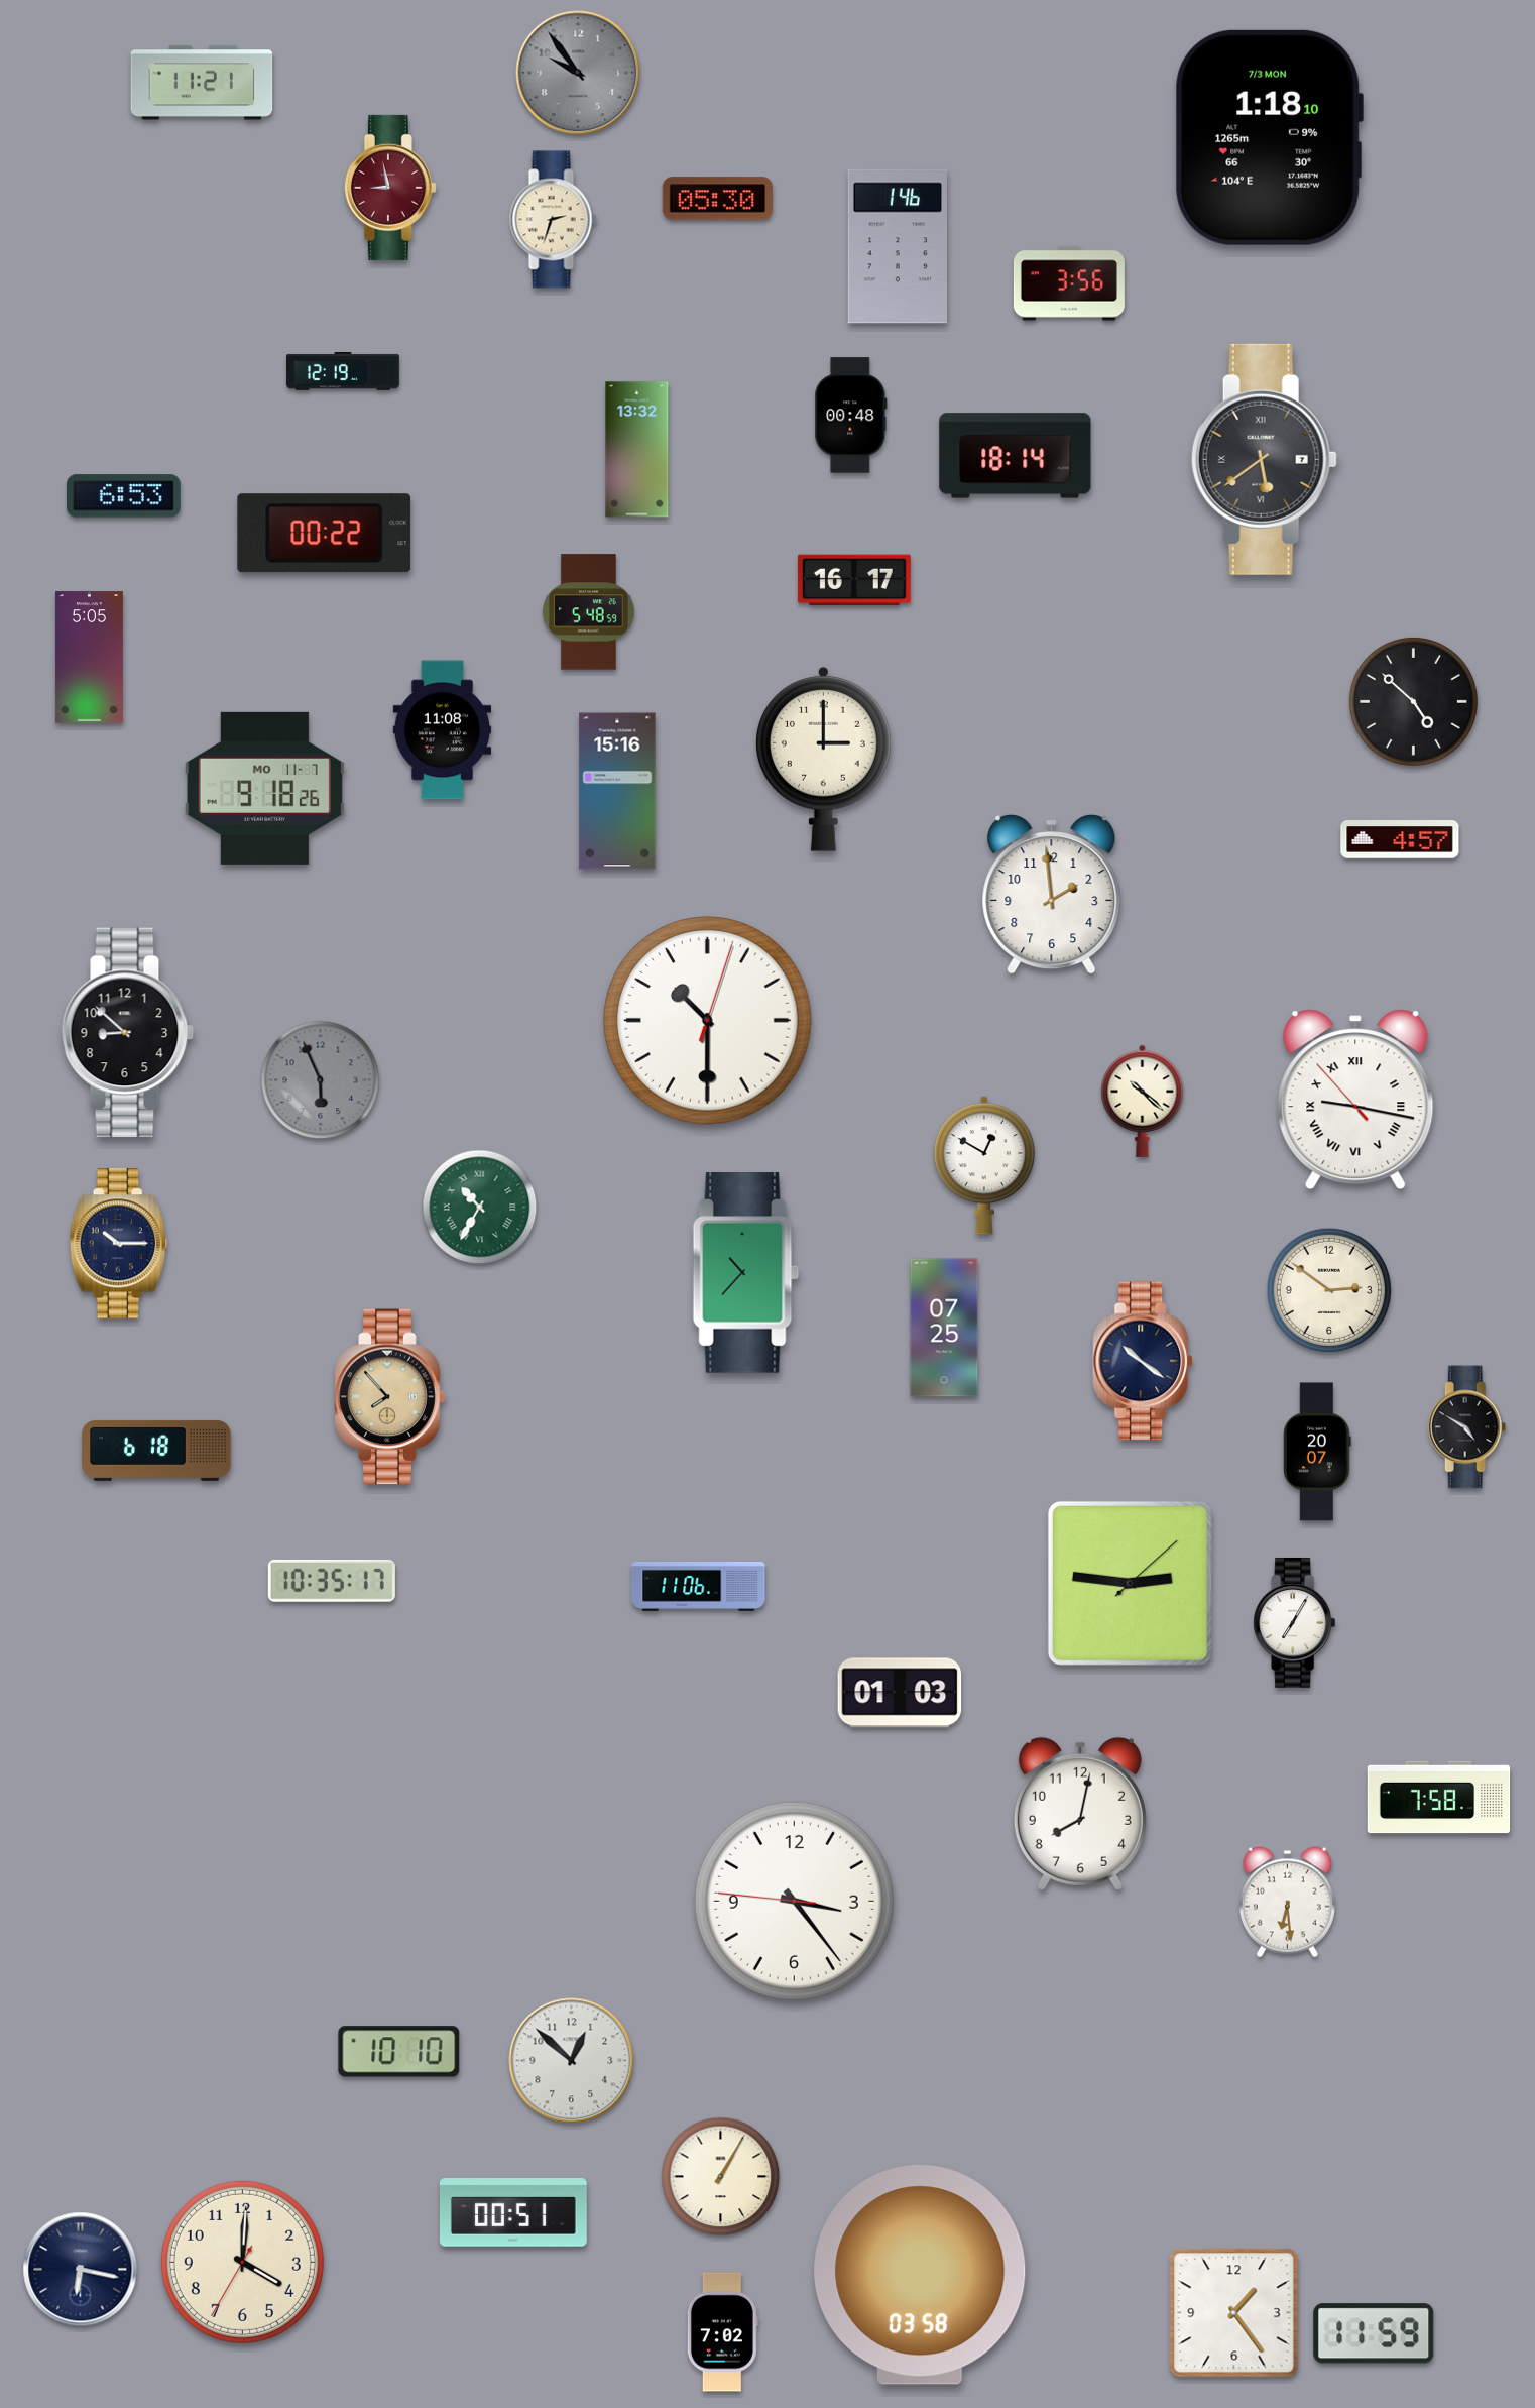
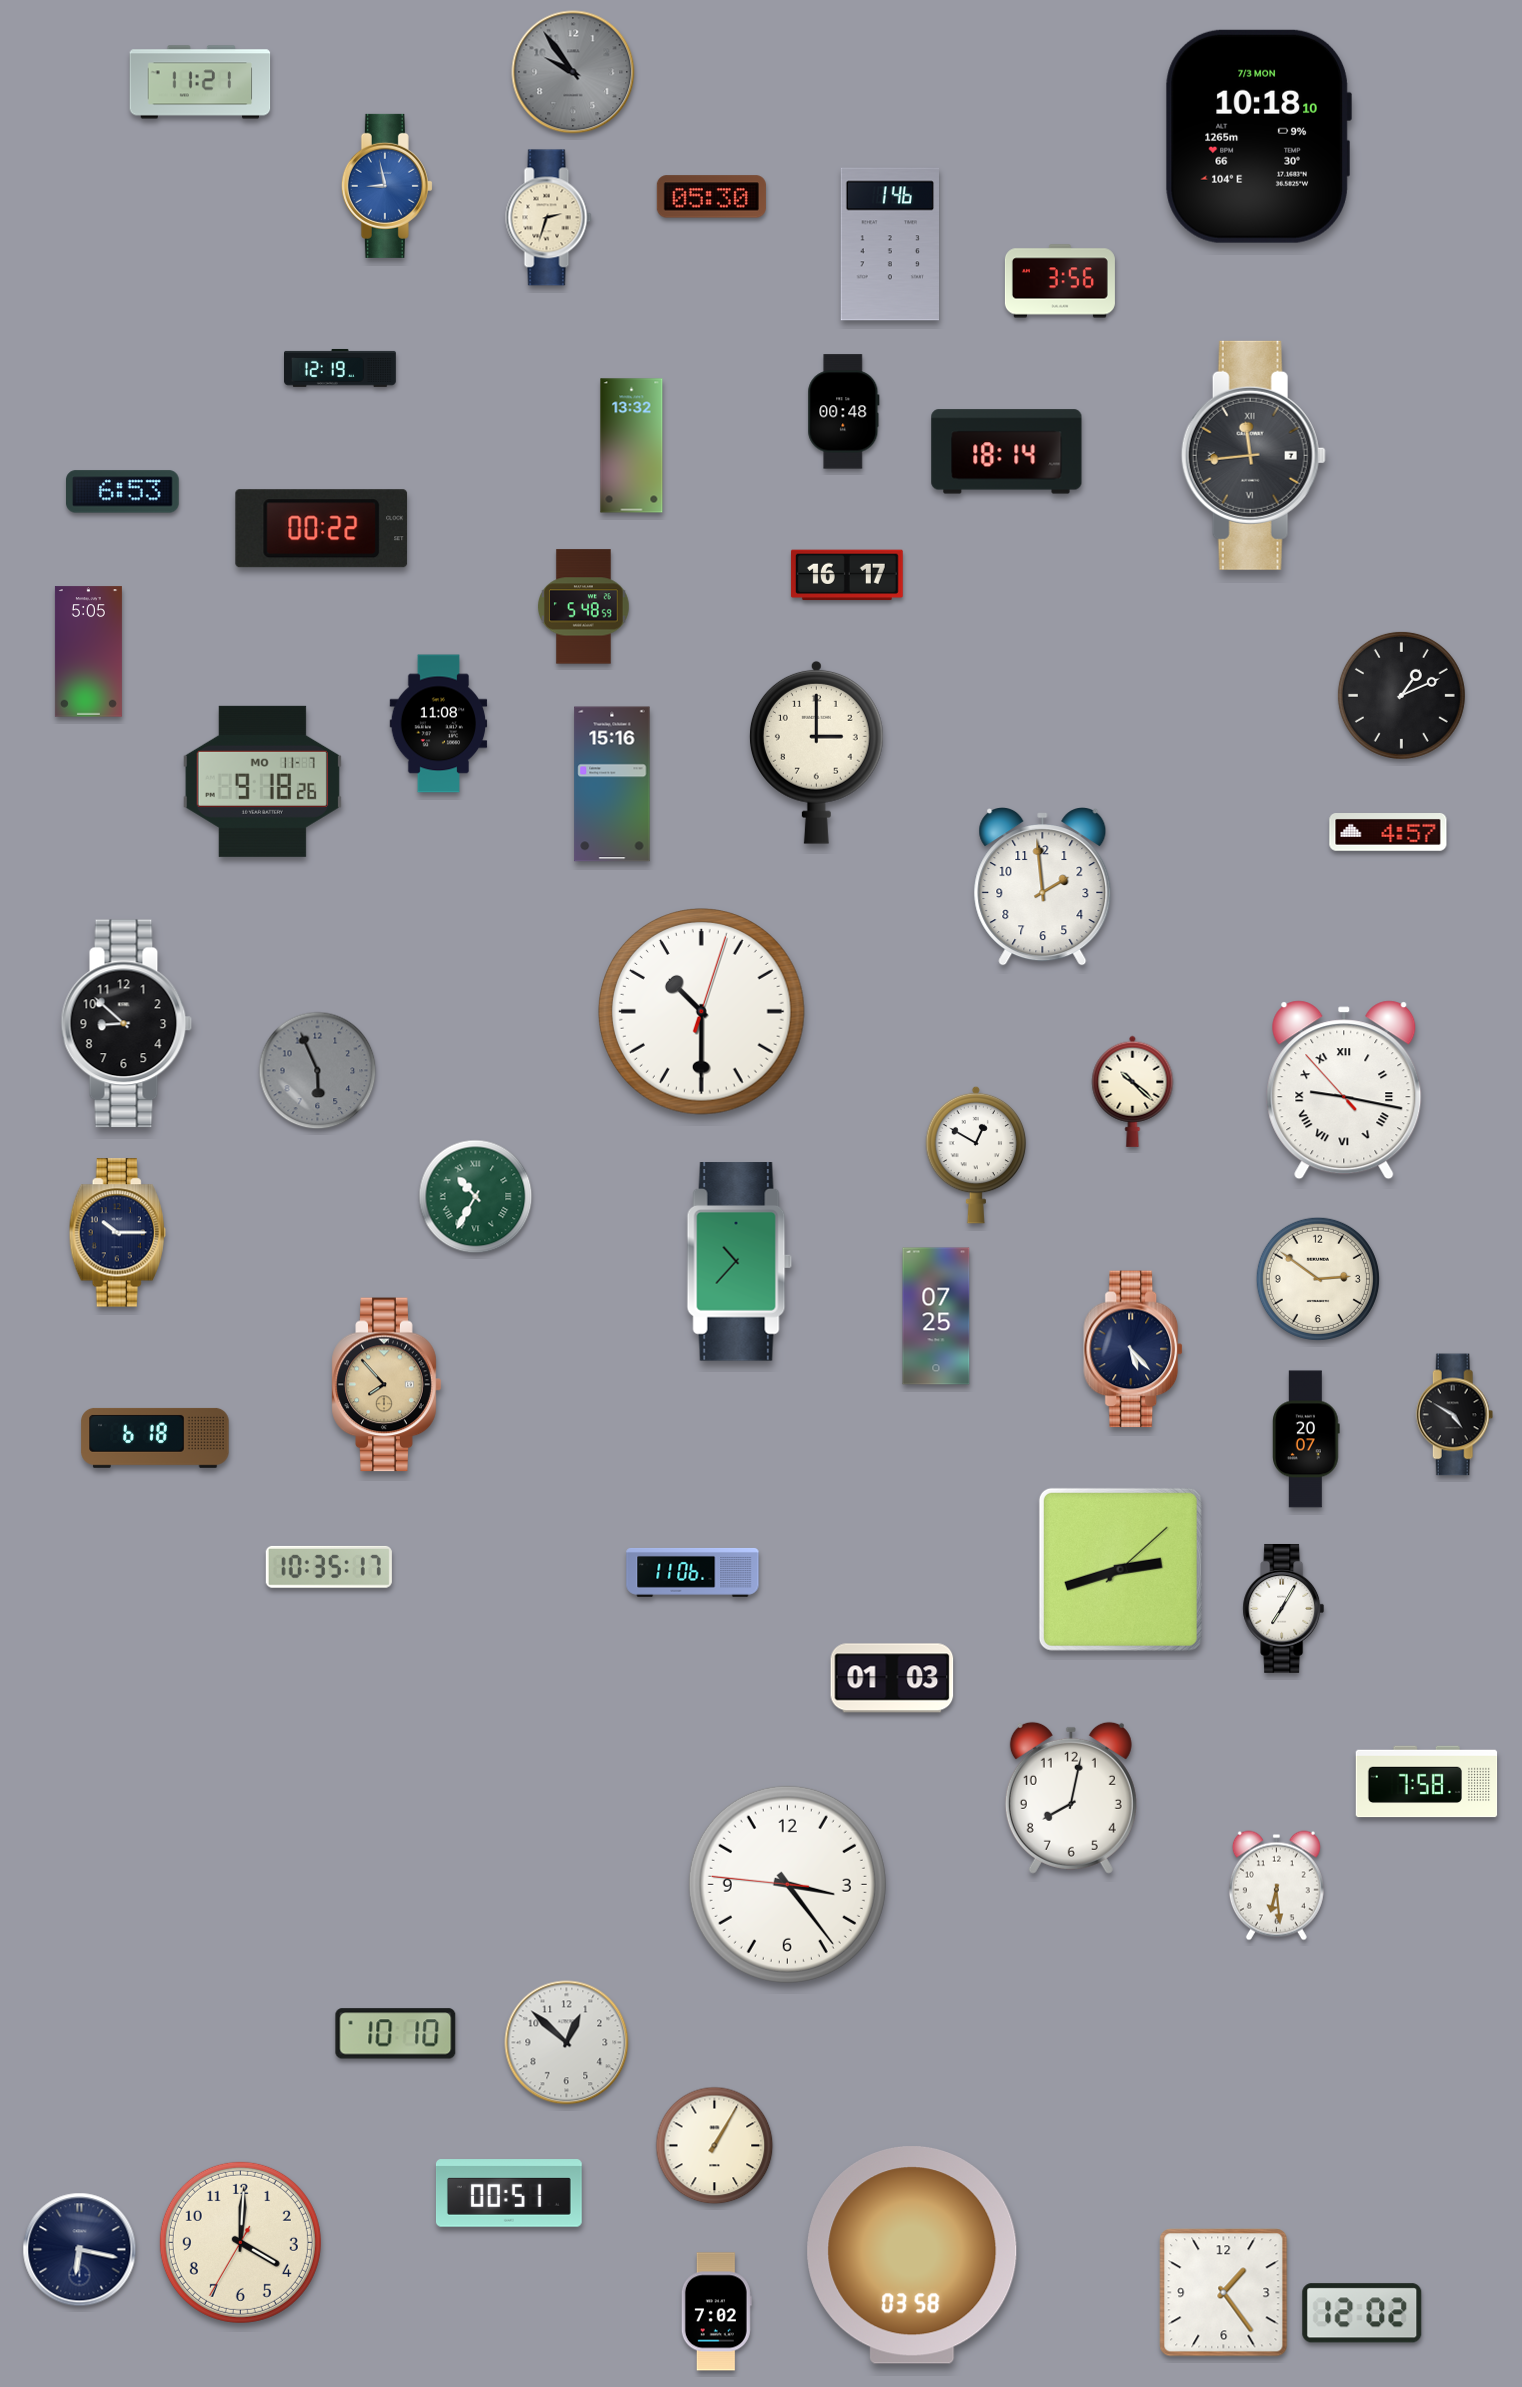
clock at (1269, 137): 1:18 -> 10:18
clock at (390, 188) dial: burgundy -> blue
clock at (1264, 459): 5:39 -> 11:44
clock at (1413, 701): 4:52 -> 1:11
clock at (1144, 1361): 10:21 -> 5:23
clock at (1130, 1583): 2:46 -> 2:42
clock at (721, 2177) position: (721, 2177) -> (715, 2146)
clock at (1374, 2333): 11:59 -> 12:02
